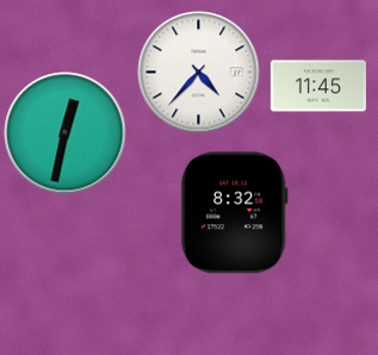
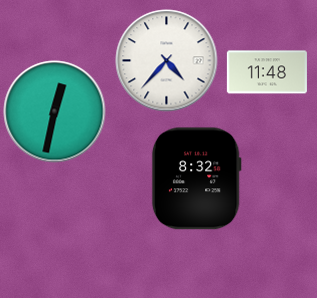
clock at (318, 86): 11:45 -> 11:48
